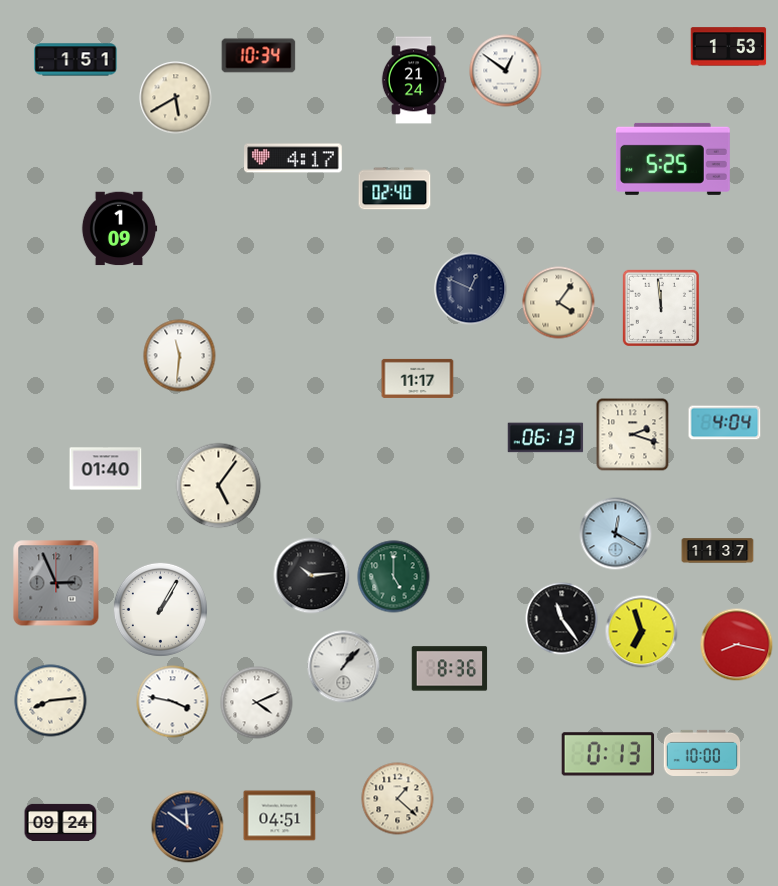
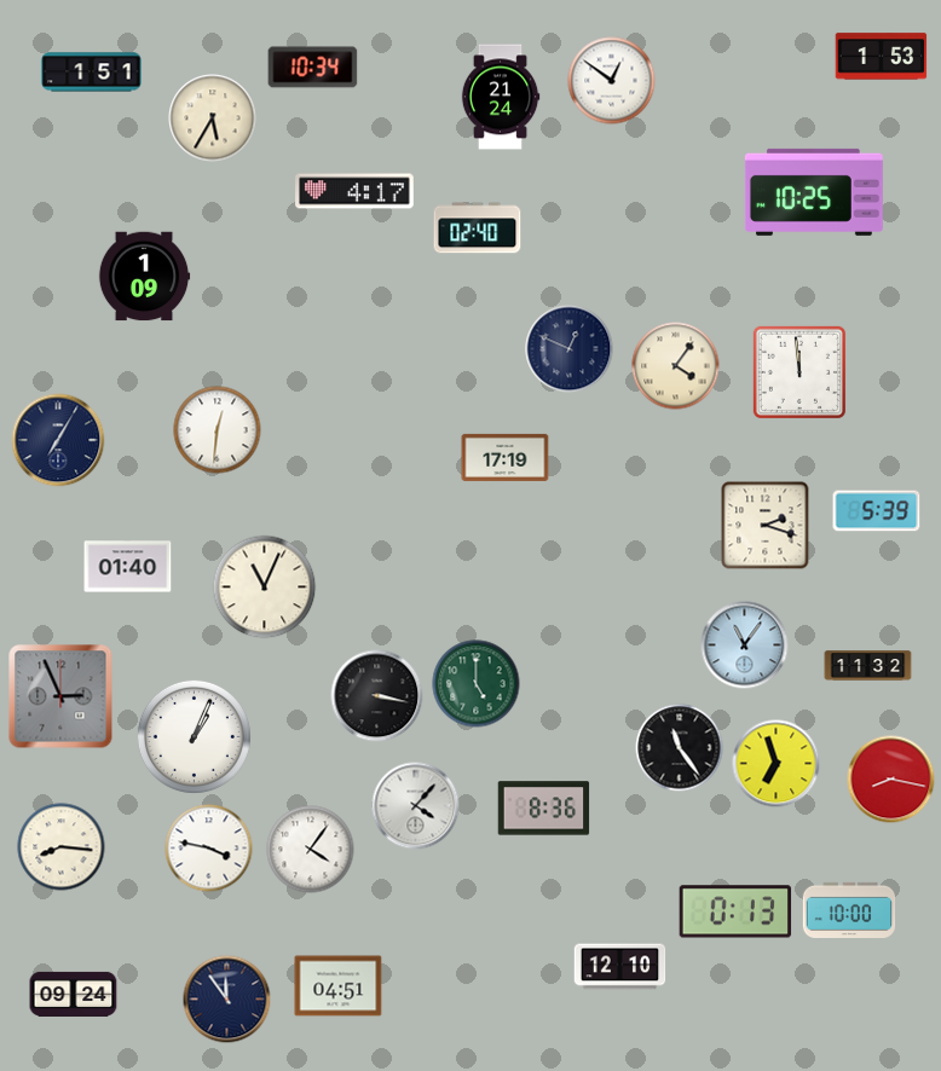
clock at (506, 71) position: (506, 71) -> (612, 81)
clock at (176, 98): 5:40 -> 5:35
clock at (673, 159): 5:25 -> 10:25
clock at (180, 356): 11:31 -> 12:31
clock at (58, 440): none -> 7:05
clock at (418, 378): 11:17 -> 17:19
clock at (725, 423): 4:04 -> 5:39
clock at (546, 438): 06:13 -> none
clock at (219, 486): 5:06 -> 11:04
clock at (616, 534): 12:20 -> 11:06
clock at (718, 551): 11:37 -> 11:32
clock at (312, 576): 10:14 -> 3:17
clock at (394, 577) position: (394, 577) -> (477, 684)
clock at (56, 583) position: (56, 583) -> (60, 696)
clock at (160, 609): 1:05 -> 1:04
clock at (344, 667): 1:07 -> 4:07
clock at (51, 701): 8:14 -> 8:16
clock at (257, 703): 4:11 -> 4:06
clock at (398, 799): 1:22 -> none
clock at (620, 967): none -> 12:10
clock at (188, 827): 11:51 -> 11:54
